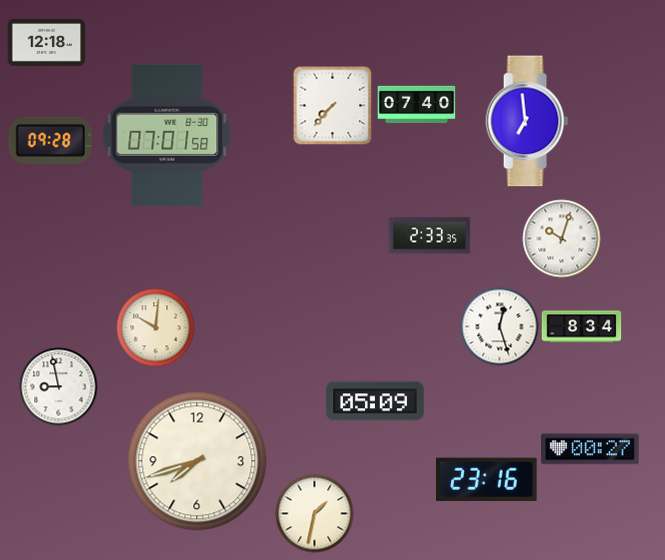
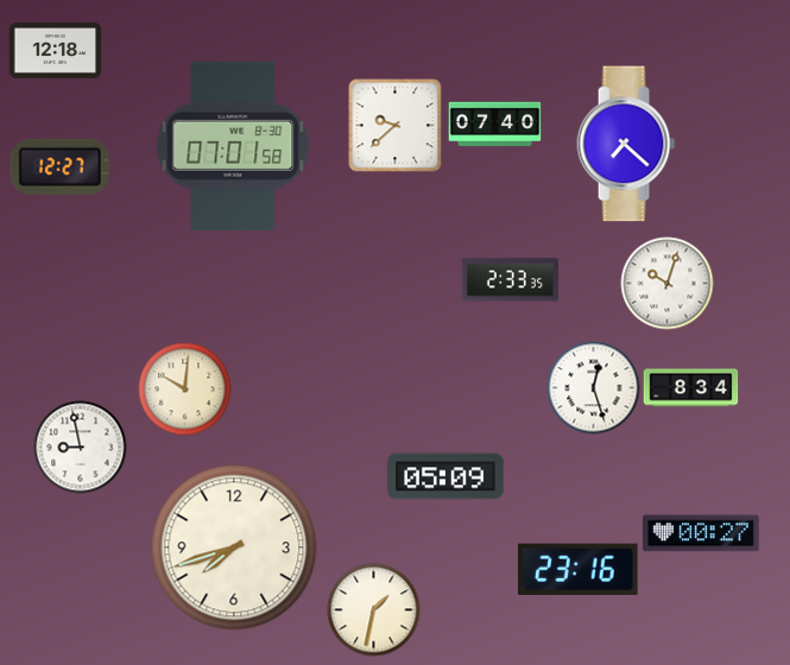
clock at (332, 105): 7:37 -> 9:38
clock at (527, 121): 6:59 -> 7:22
clock at (167, 135) position: (167, 135) -> (233, 146)
clock at (50, 140): 09:28 -> 12:27
clock at (58, 386) position: (58, 386) -> (80, 446)
